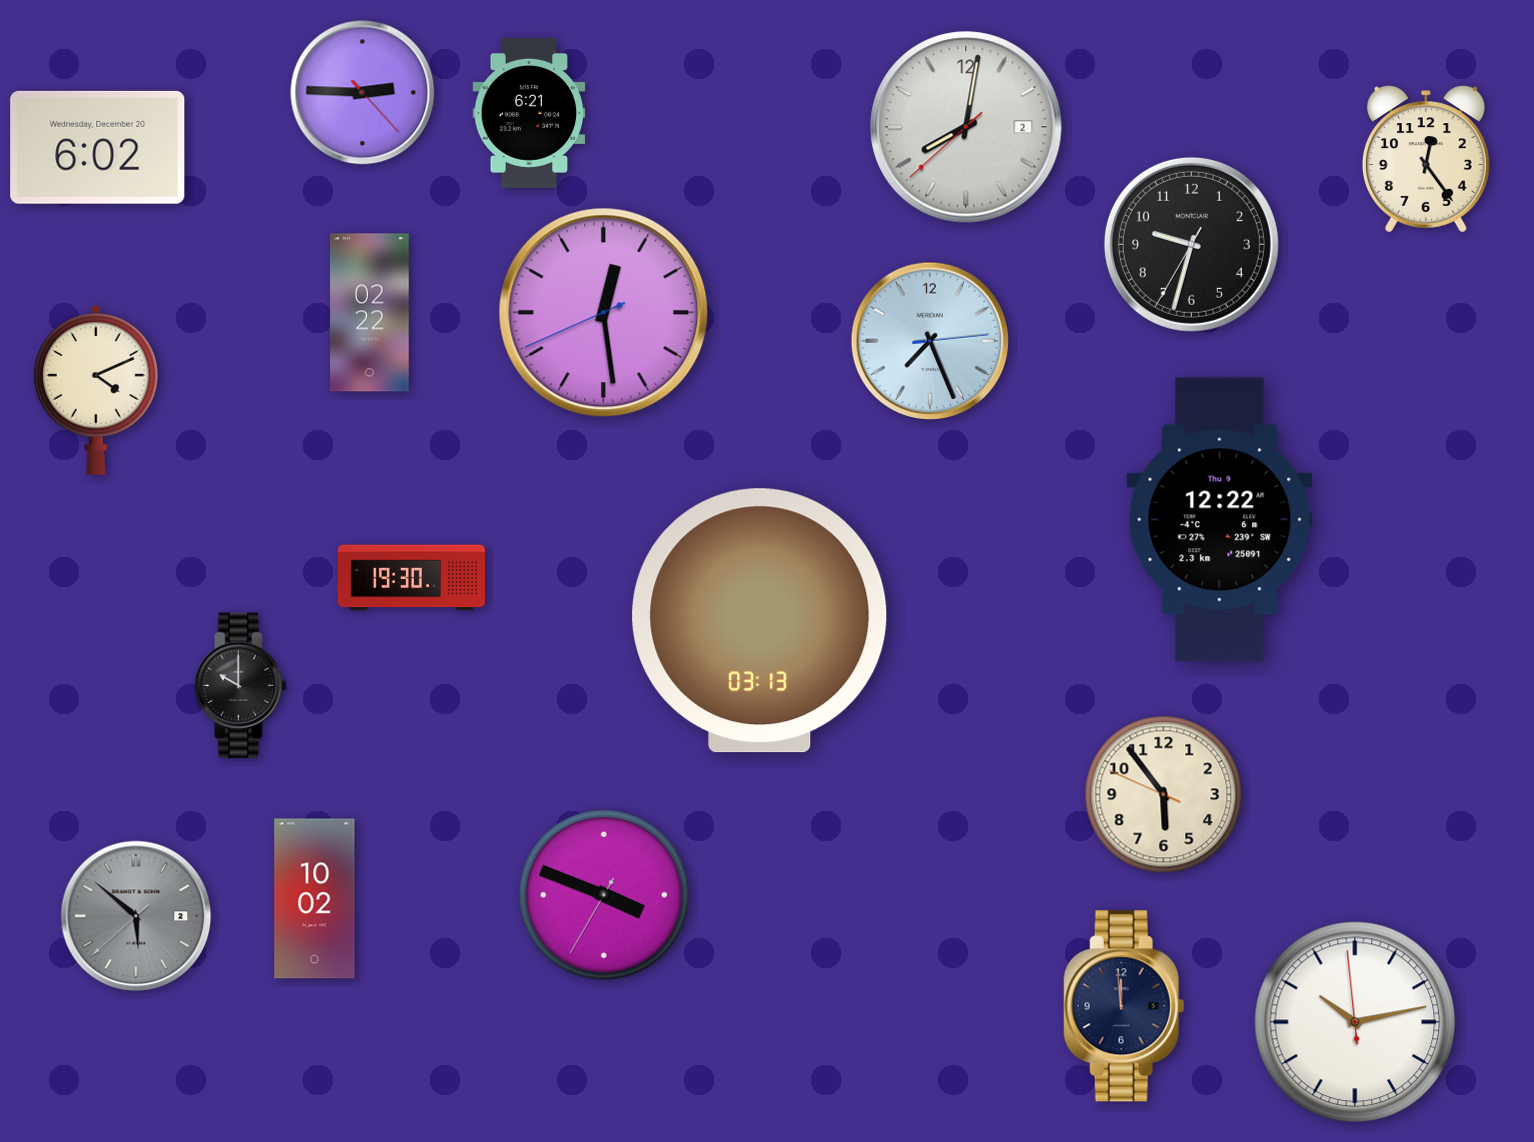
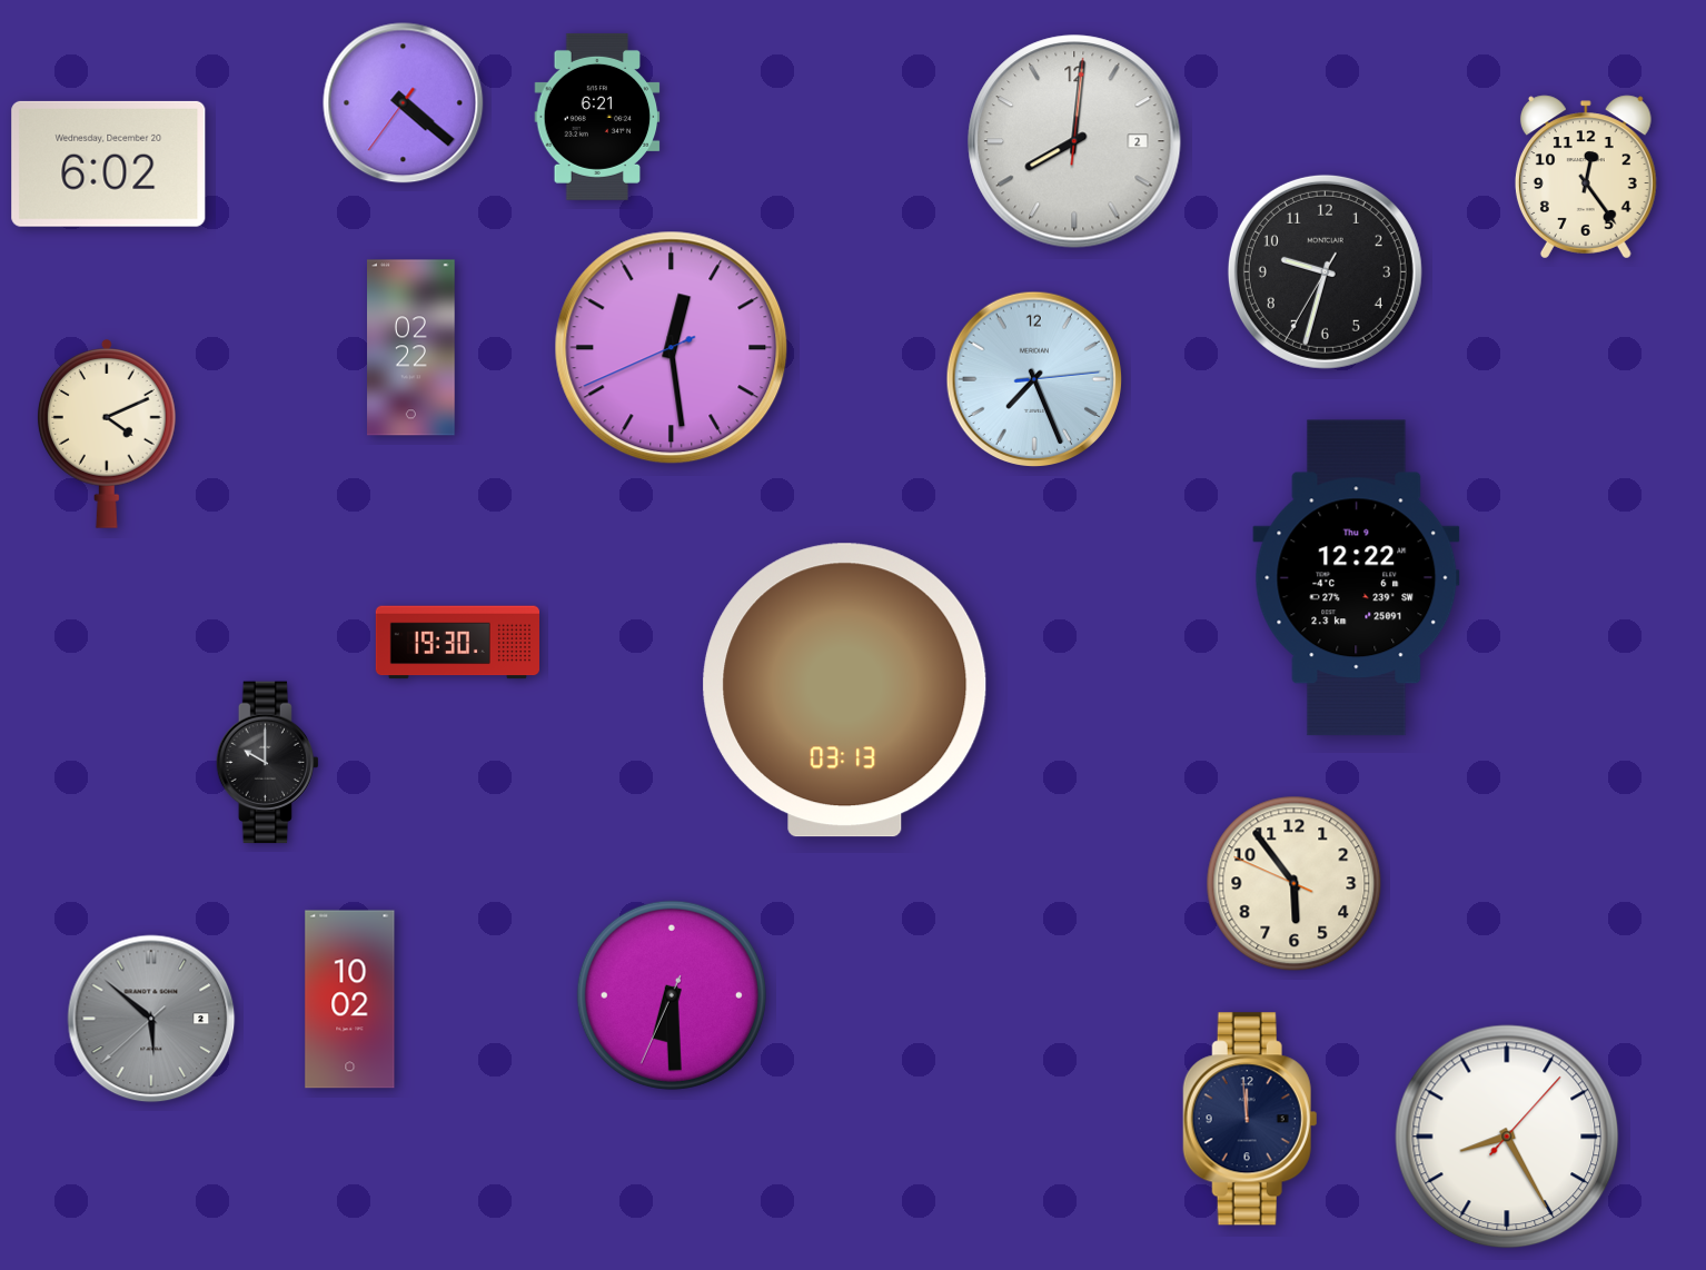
clock at (363, 93): 2:45 -> 4:21
clock at (529, 113) position: (529, 113) -> (597, 117)
clock at (966, 127): 8:01:38 -> 8:01:01
clock at (604, 895): 3:48 -> 6:29
clock at (1355, 1022): 10:12 -> 8:25
